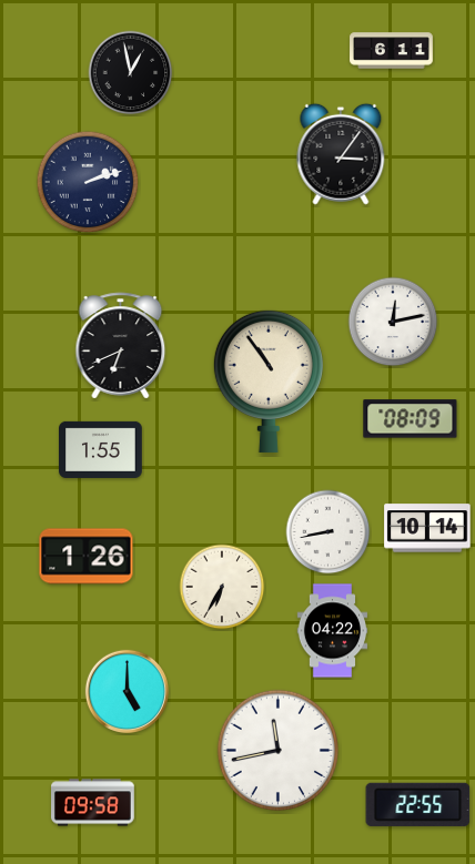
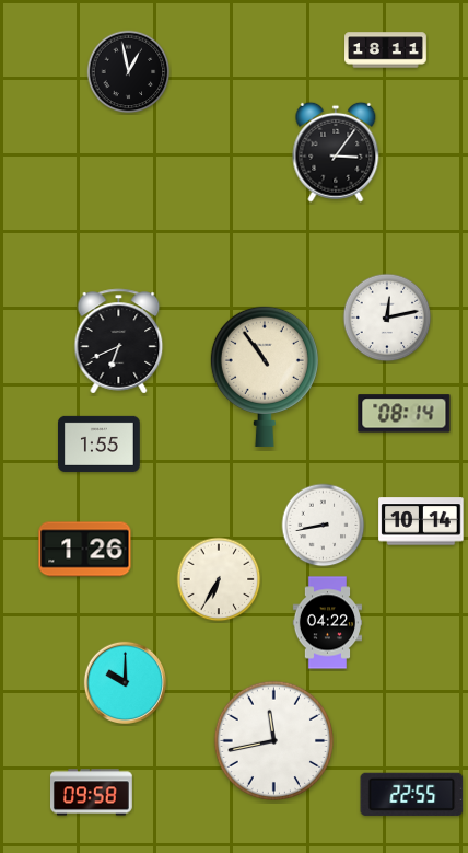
clock at (392, 51): 6:11 -> 18:11
clock at (88, 182): 2:12 -> none
clock at (411, 419): 08:09 -> 08:14
clock at (127, 691): 5:00 -> 10:00
